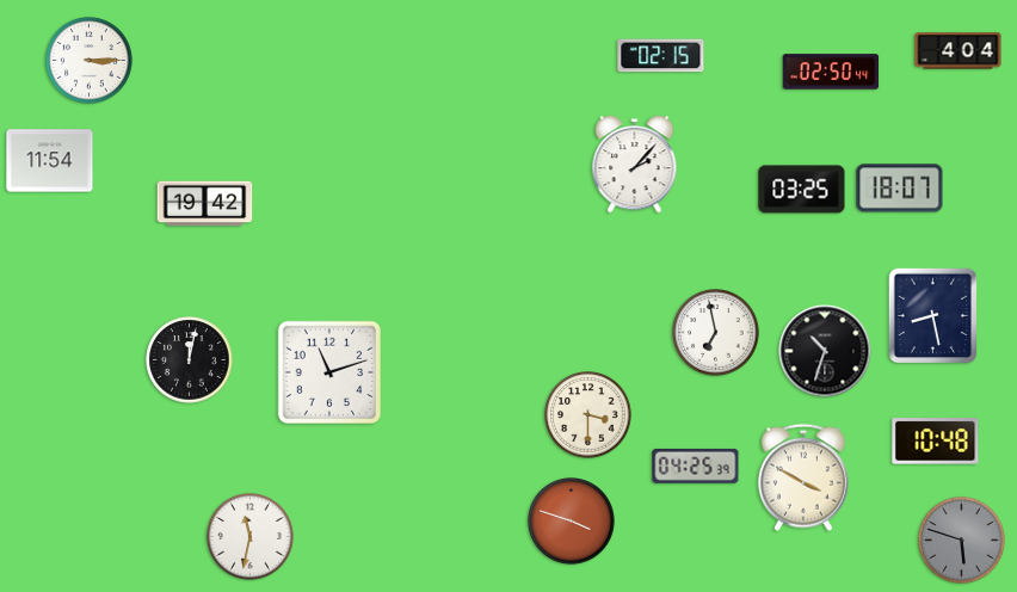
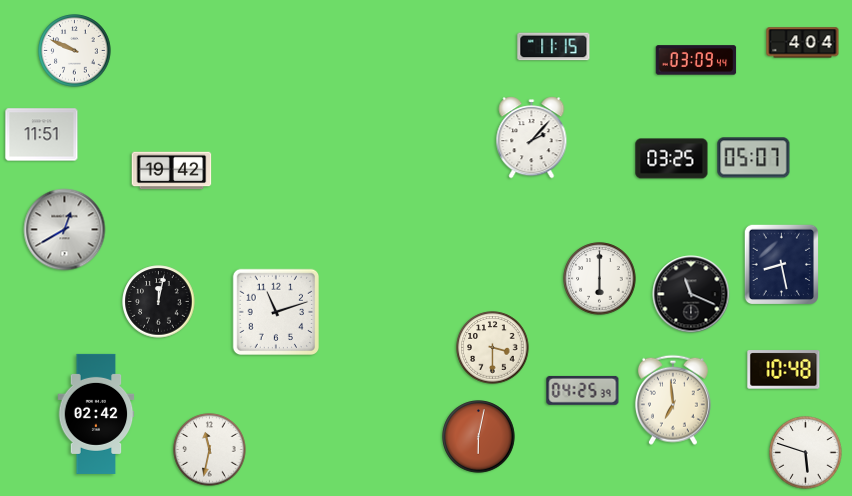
clock at (661, 56): 02:15 -> 11:15
clock at (90, 61): 3:15 -> 9:49
clock at (831, 72): 02:50 -> 03:09
clock at (50, 161): 11:54 -> 11:51
clock at (900, 189): 18:07 -> 05:07
clock at (65, 230): none -> 12:40
clock at (716, 333): 6:58 -> 6:00
clock at (825, 351): 10:33 -> 11:19
clock at (803, 477): 3:50 -> 6:59
clock at (96, 414): none -> 02:42
clock at (572, 522): 3:48 -> 6:02
clock at (962, 541) dial: grey -> white
